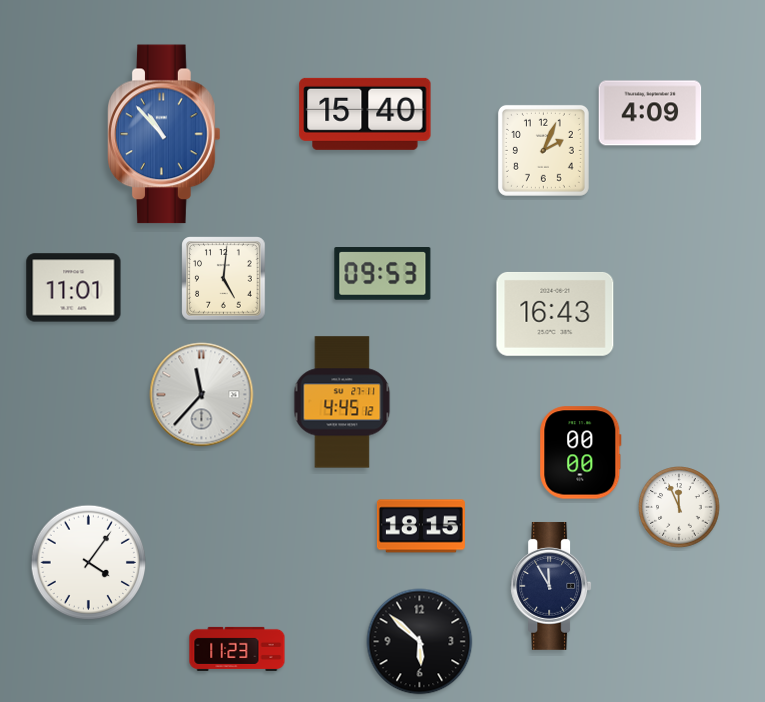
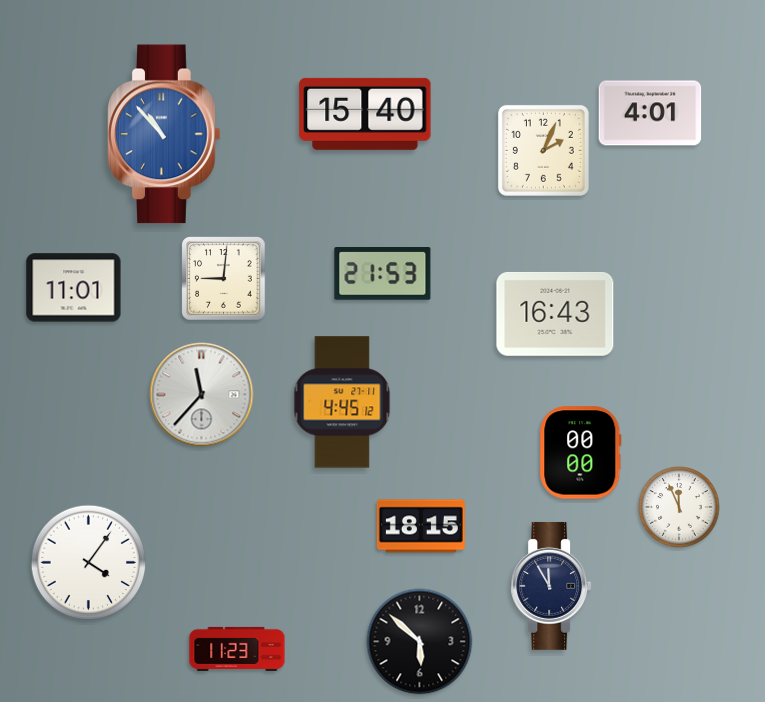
clock at (650, 113): 4:09 -> 4:01
clock at (383, 274): 09:53 -> 21:53
clock at (224, 279): 5:01 -> 9:01
